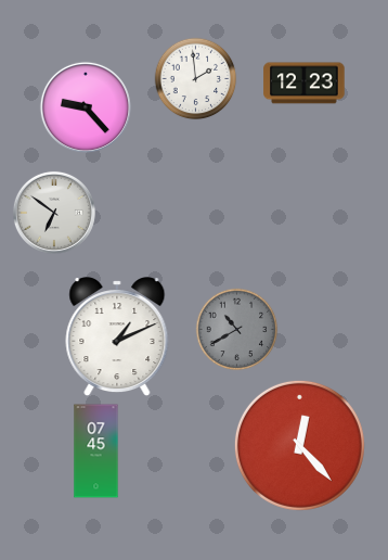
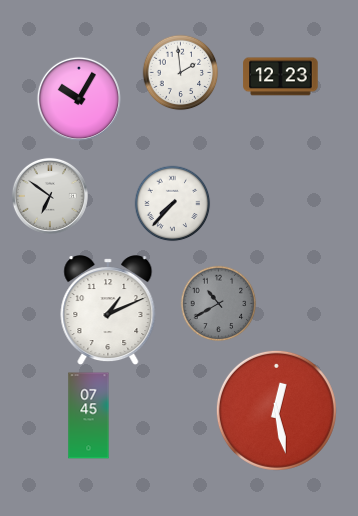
clock at (86, 107): 9:23 -> 10:05
clock at (173, 204): none -> 7:37
clock at (299, 445): 12:23 -> 12:28
